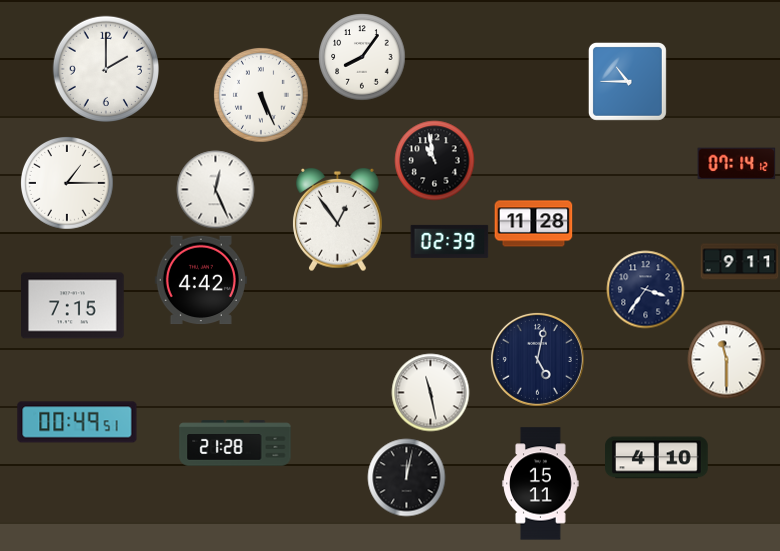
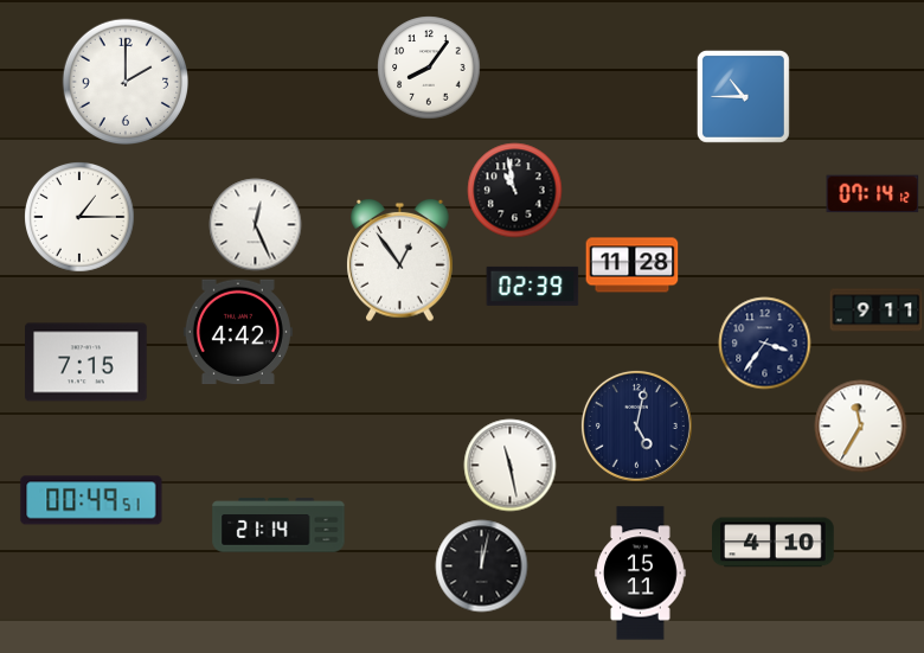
clock at (261, 95): 5:26 -> none
clock at (726, 359): 11:30 -> 11:35
clock at (235, 443): 21:28 -> 21:14
clock at (657, 458) position: (657, 458) -> (774, 543)
